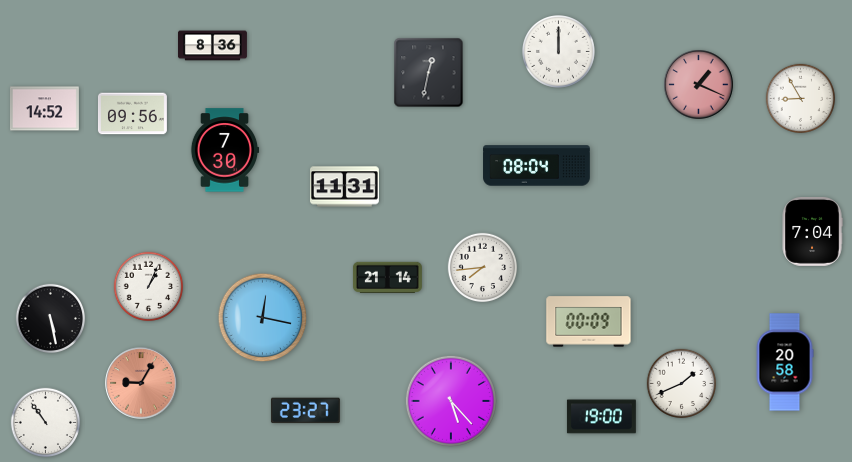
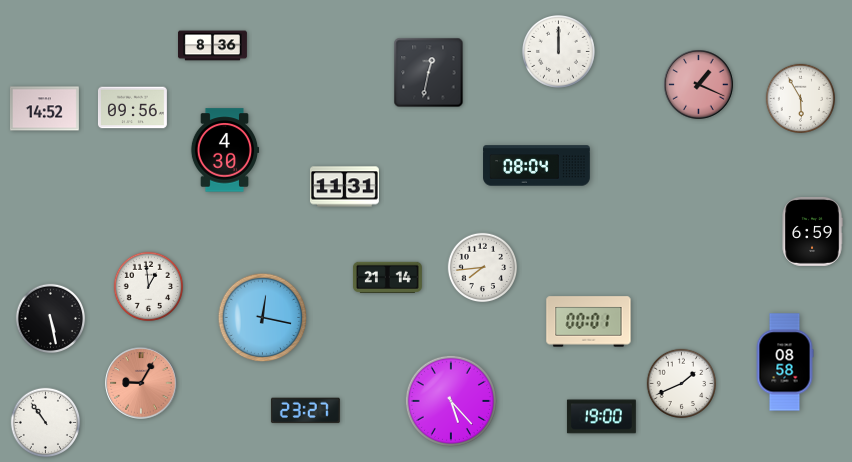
clock at (801, 99): 8:55 -> 5:55
clock at (132, 114) position: (132, 114) -> (132, 108)
clock at (225, 150): 7:30 -> 4:30
clock at (812, 231): 7:04 -> 6:59
clock at (149, 287): 1:04 -> 12:59
clock at (589, 322): 00:09 -> 00:01
clock at (785, 362): 20:58 -> 08:58
